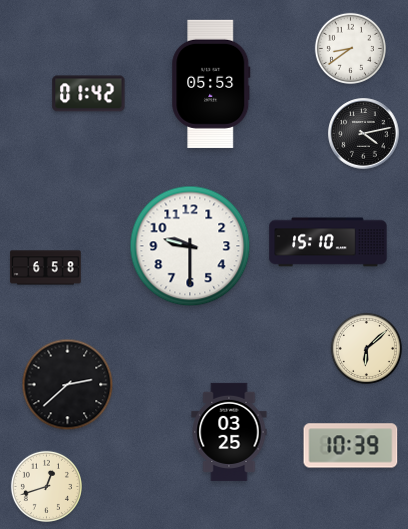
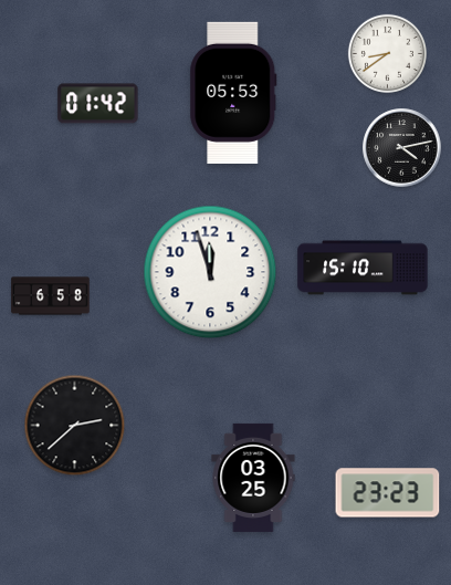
clock at (190, 246): 9:30 -> 11:57
clock at (366, 348): 6:08 -> none
clock at (351, 446): 10:39 -> 23:23
clock at (46, 486): 12:42 -> none
